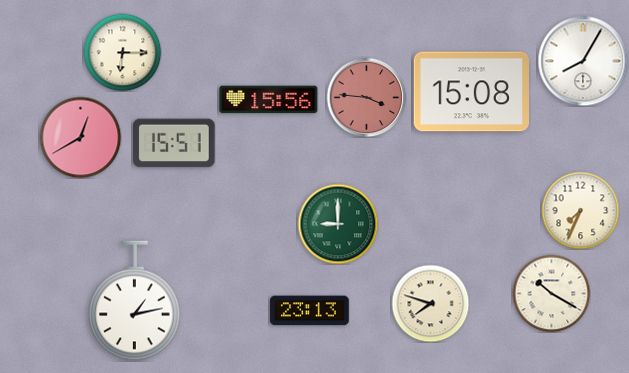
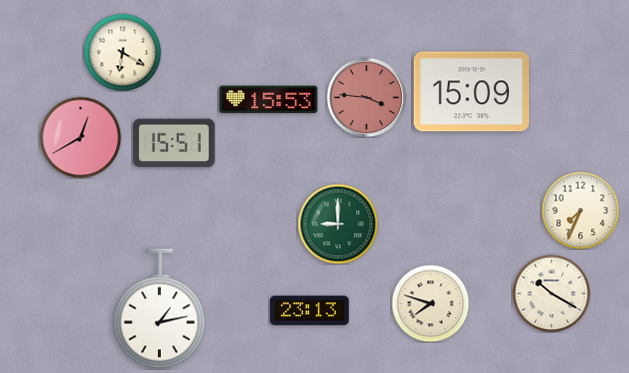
clock at (122, 52): 6:15 -> 6:20
clock at (583, 61): 8:05 -> none
clock at (471, 92): 15:08 -> 15:09
clock at (269, 100): 15:56 -> 15:53
clock at (135, 301) position: (135, 301) -> (160, 309)
